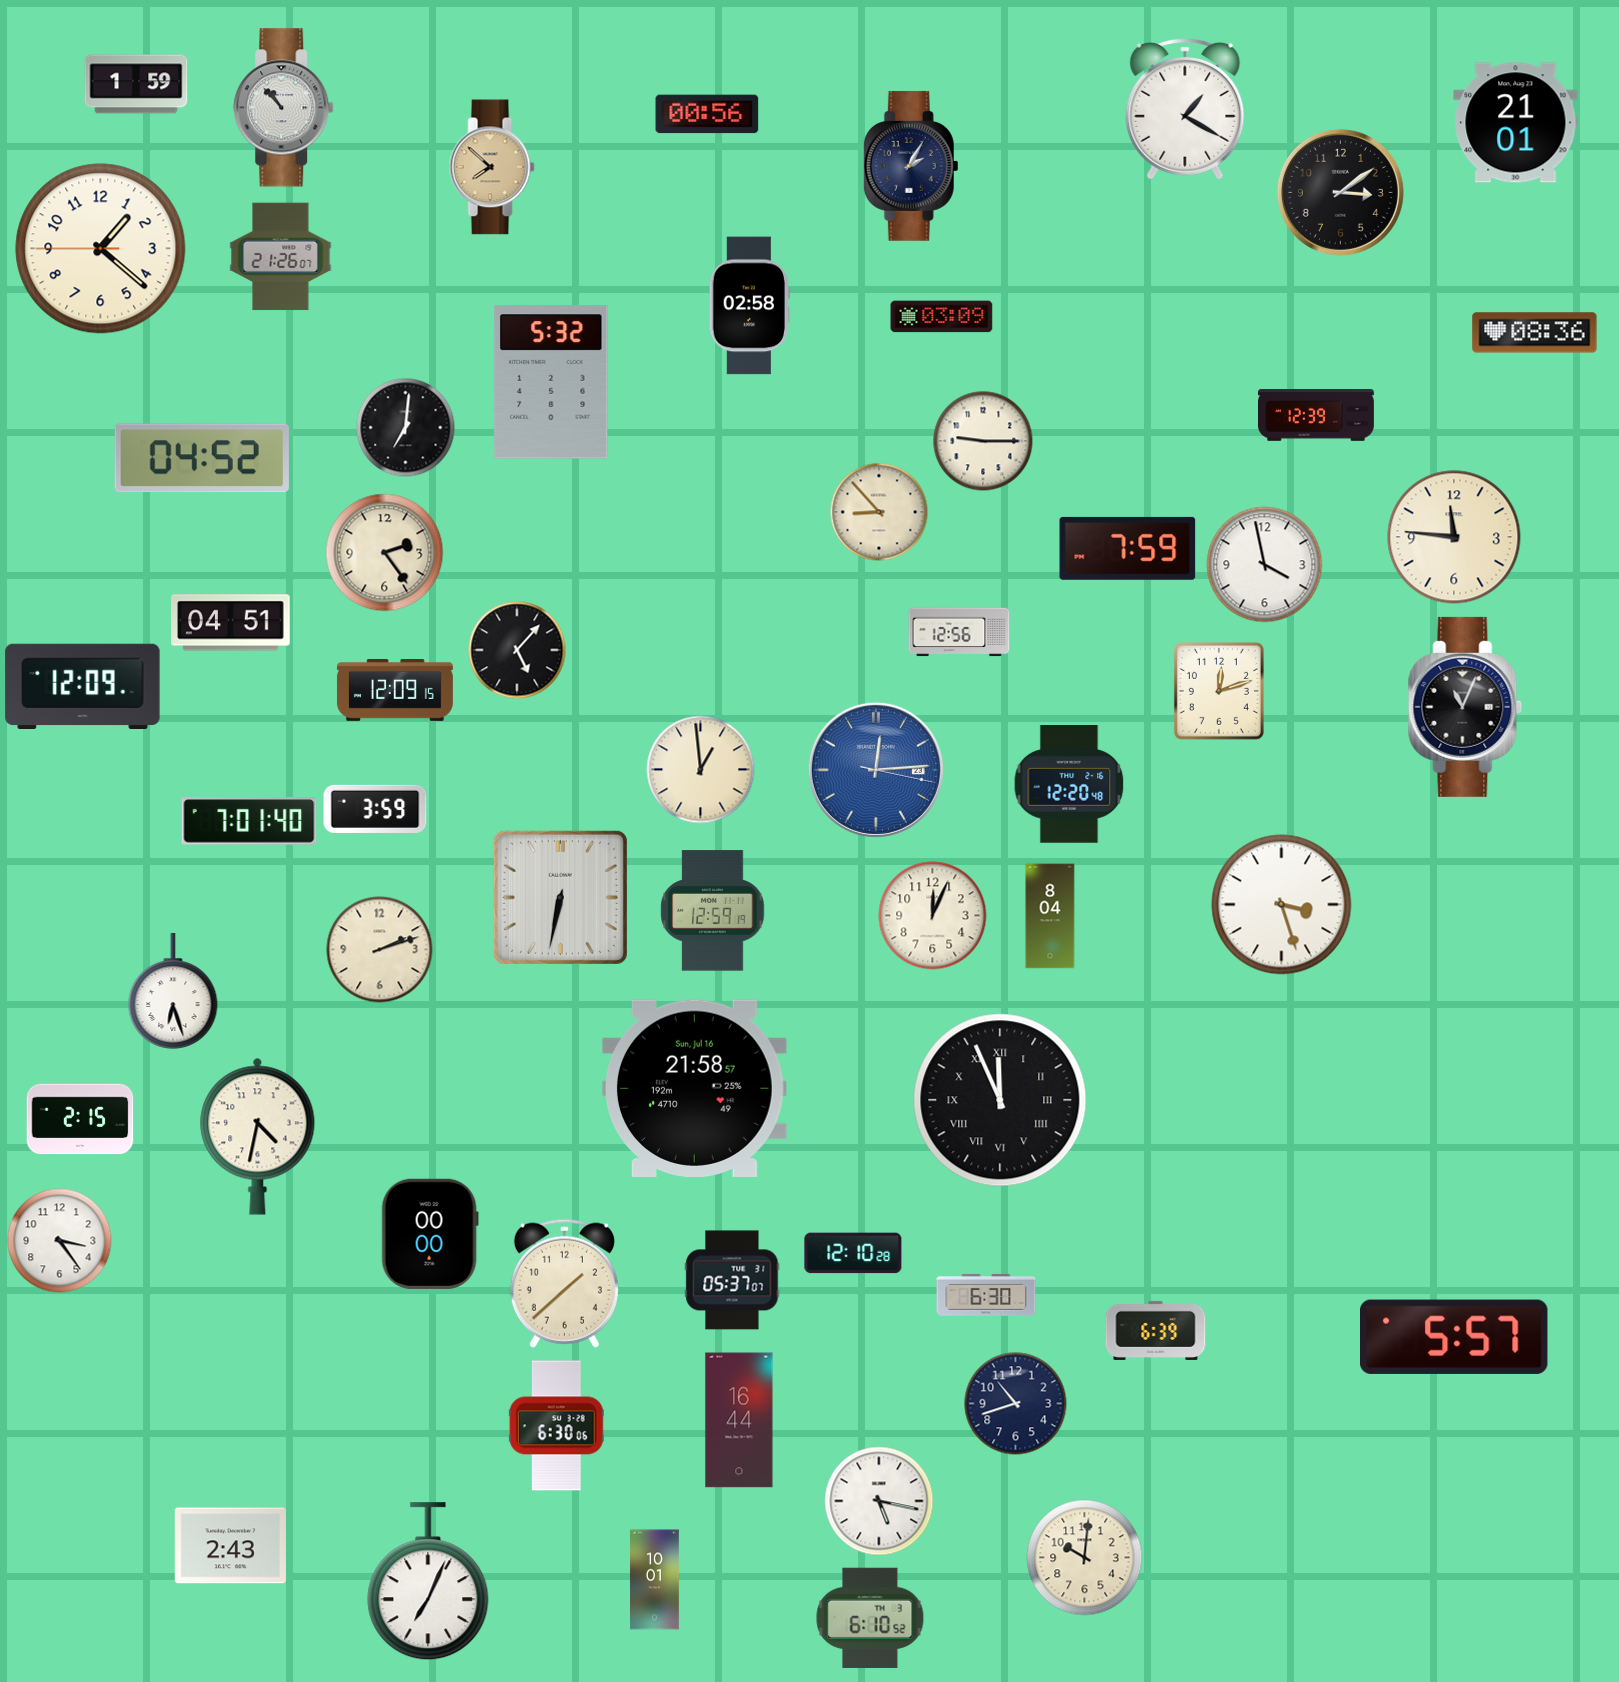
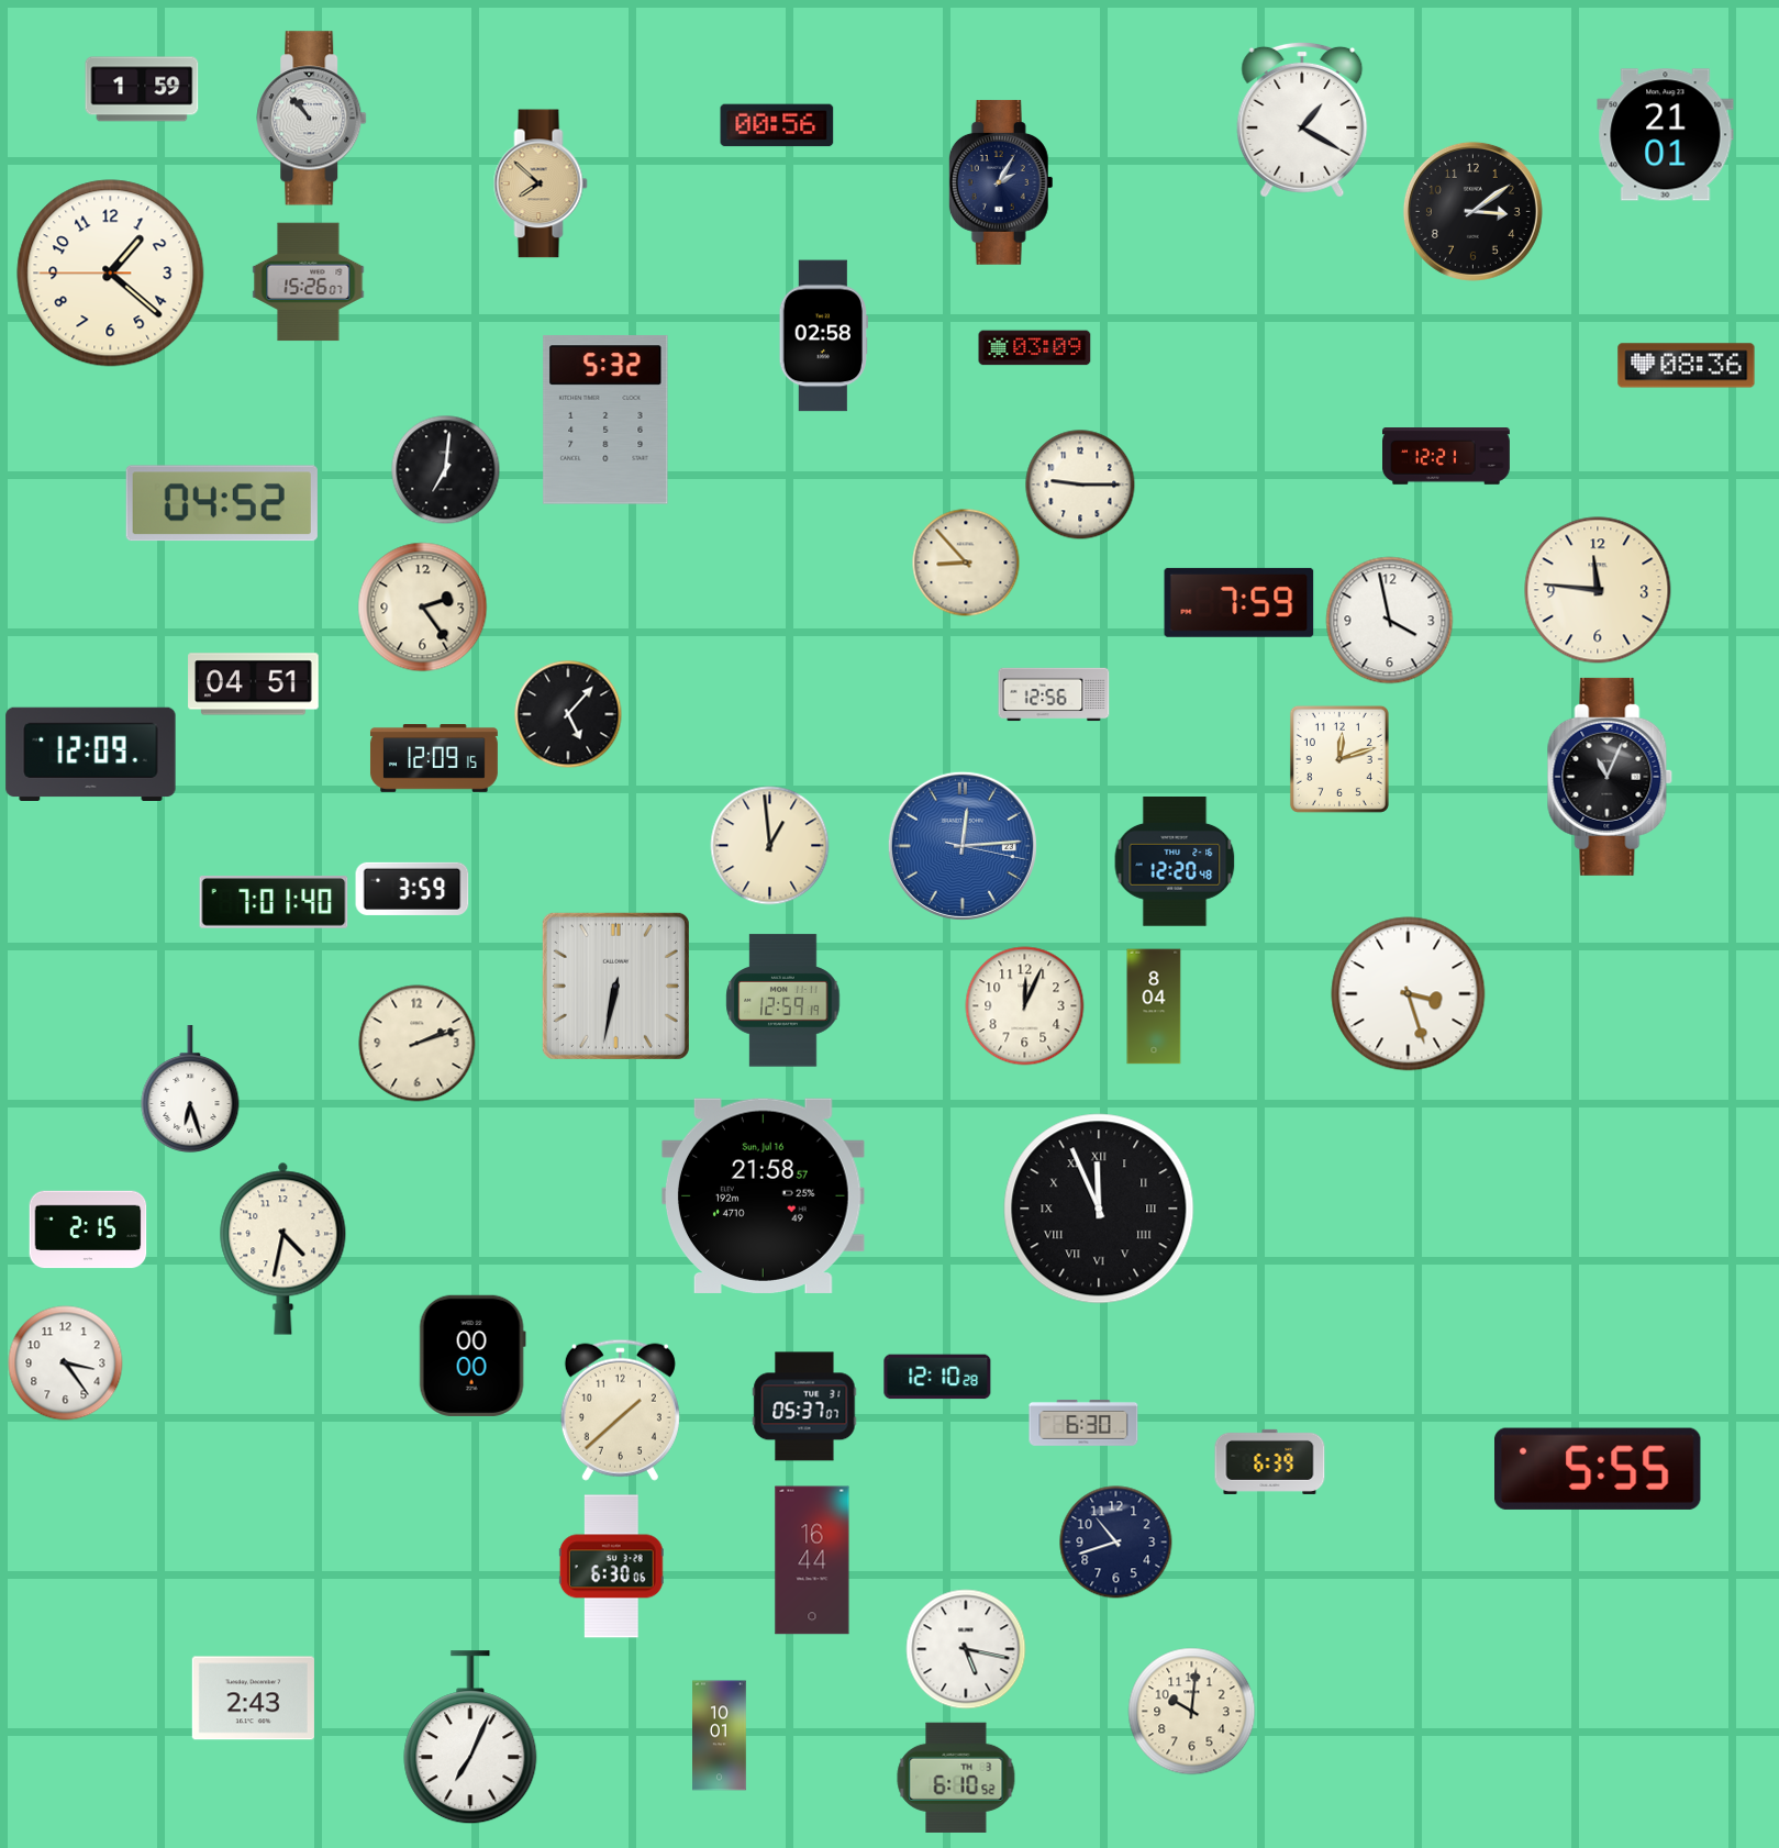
clock at (136, 84) position: (136, 84) -> (142, 89)
clock at (281, 257): 21:26 -> 15:26
clock at (1317, 416): 12:39 -> 12:21
clock at (1455, 1337): 5:57 -> 5:55
